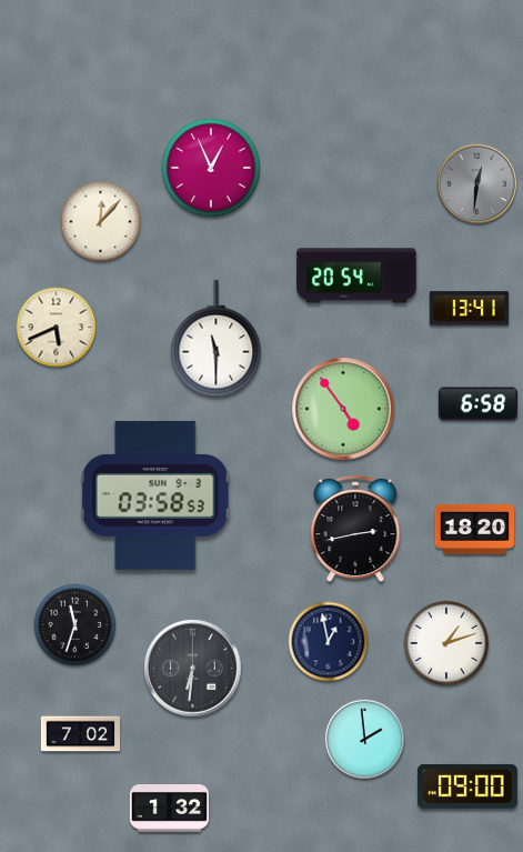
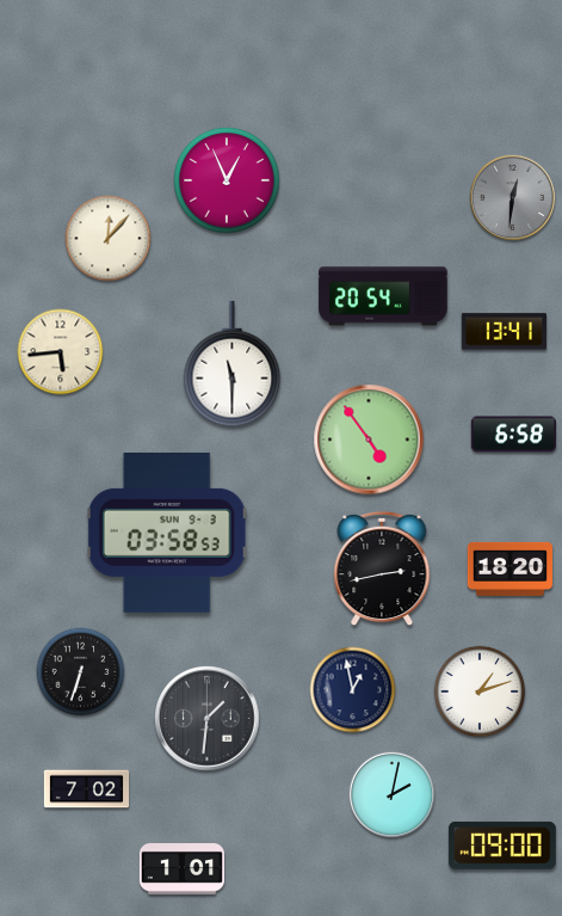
clock at (57, 328): 5:41 -> 5:44
clock at (76, 625): 11:33 -> 6:33
clock at (193, 669): 6:31 -> 1:31
clock at (365, 740): 1:59 -> 2:02
clock at (169, 809): 1:32 -> 1:01
